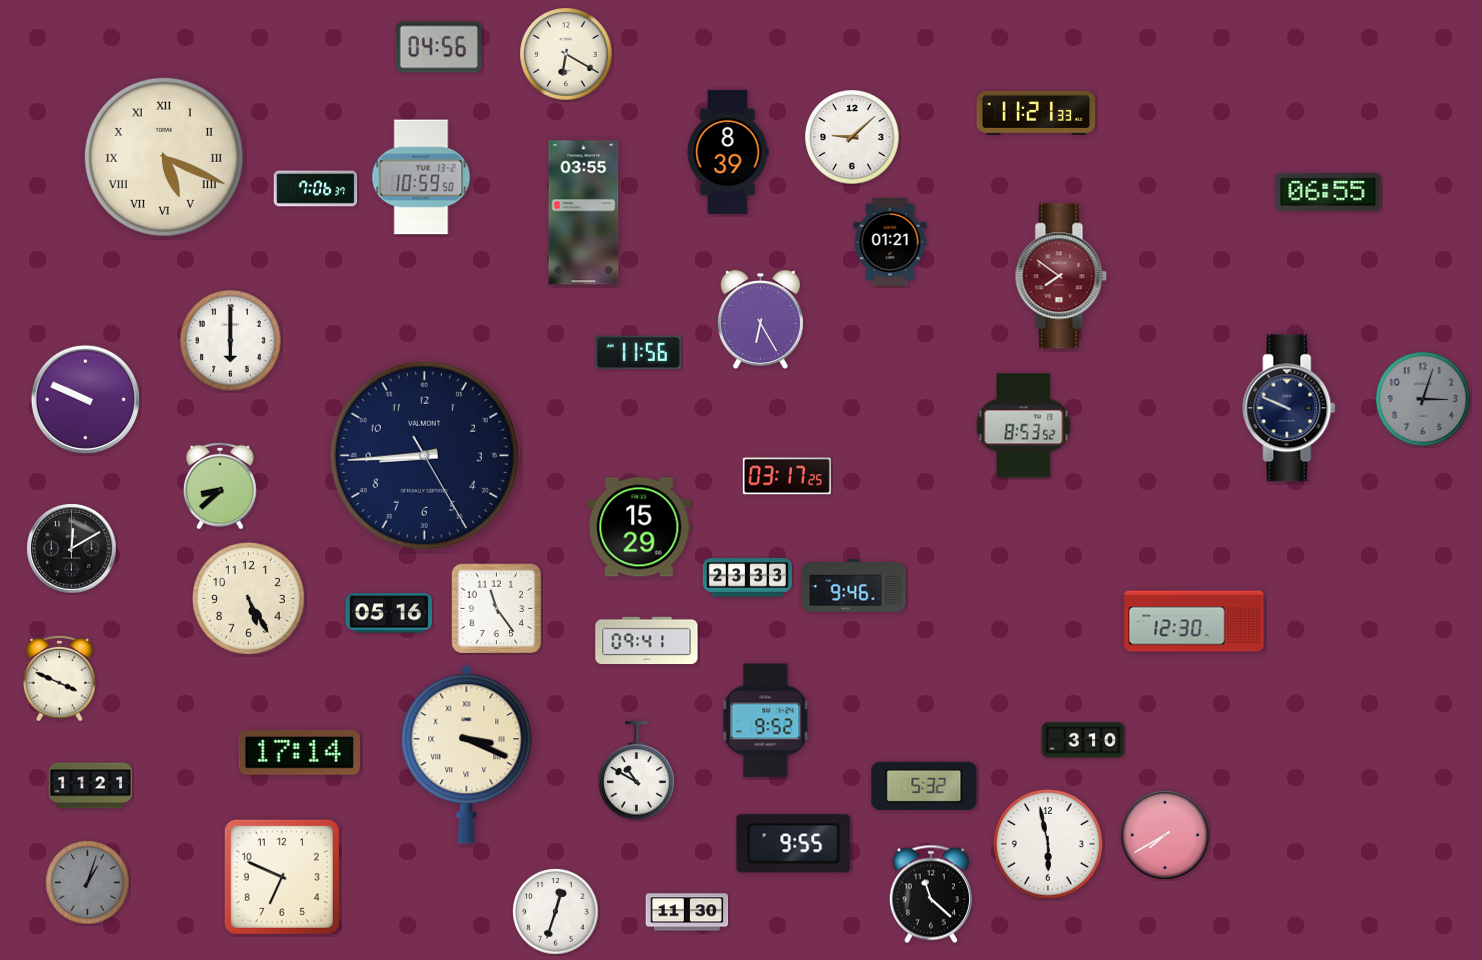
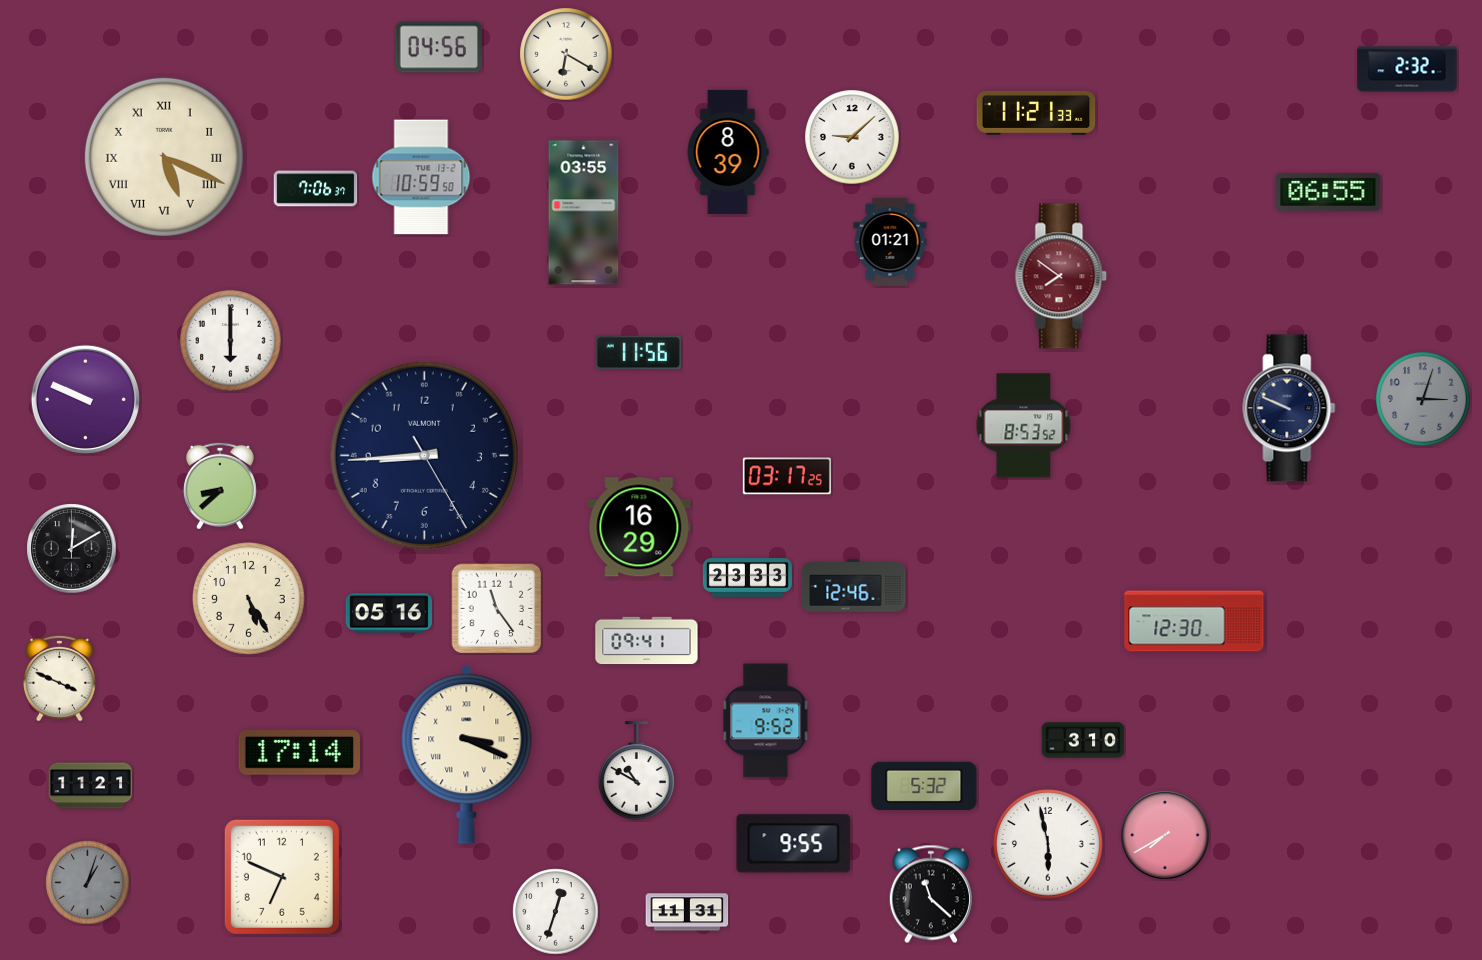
clock at (1407, 69): none -> 2:32
clock at (760, 319): 6:25 -> none
clock at (639, 527): 15:29 -> 16:29
clock at (854, 586): 9:46 -> 12:46
clock at (687, 912): 11:30 -> 11:31
